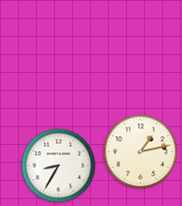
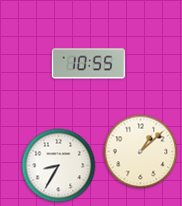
clock at (88, 64): none -> 10:55
clock at (141, 152): 1:13 -> 1:08
